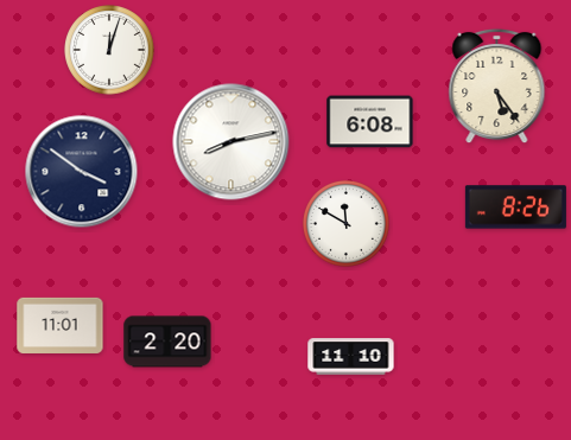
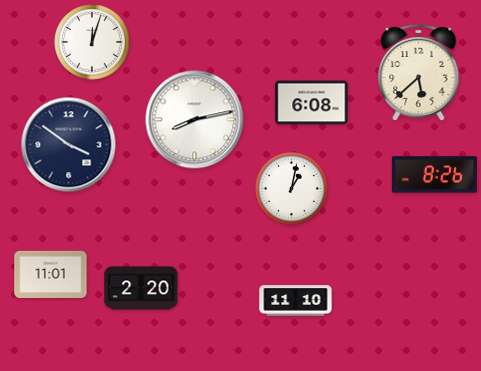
clock at (497, 87): 5:24 -> 5:38
clock at (347, 224): 11:50 -> 1:02
